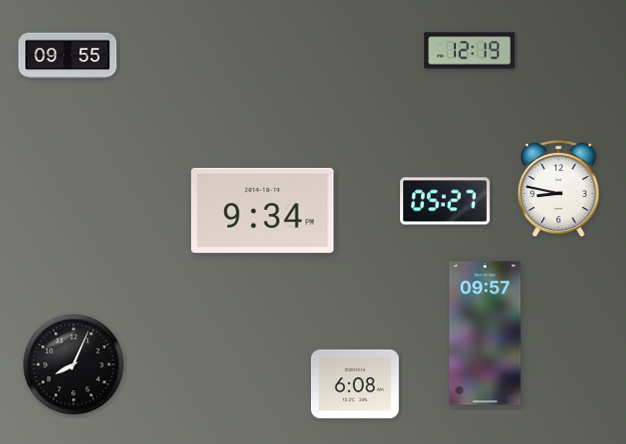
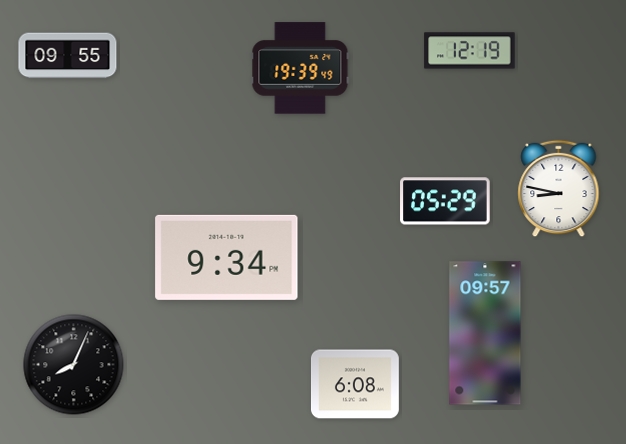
clock at (300, 68): none -> 19:39
clock at (445, 201): 05:27 -> 05:29
clock at (263, 210) position: (263, 210) -> (227, 257)
